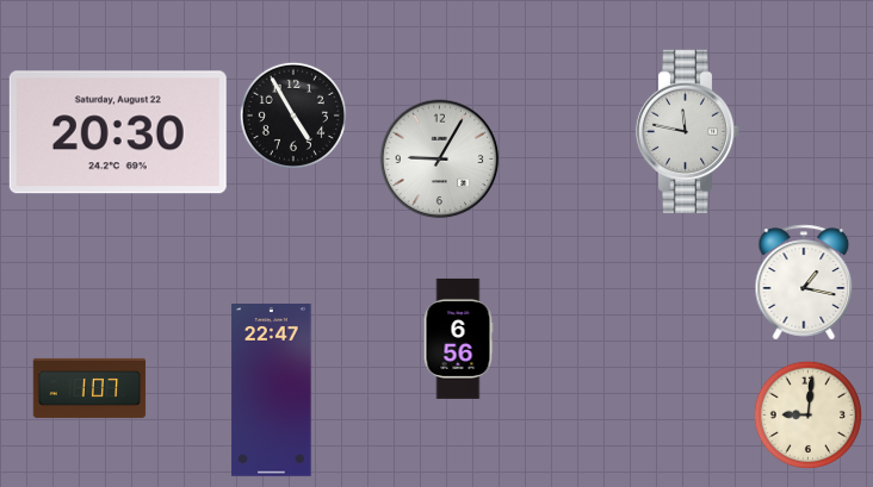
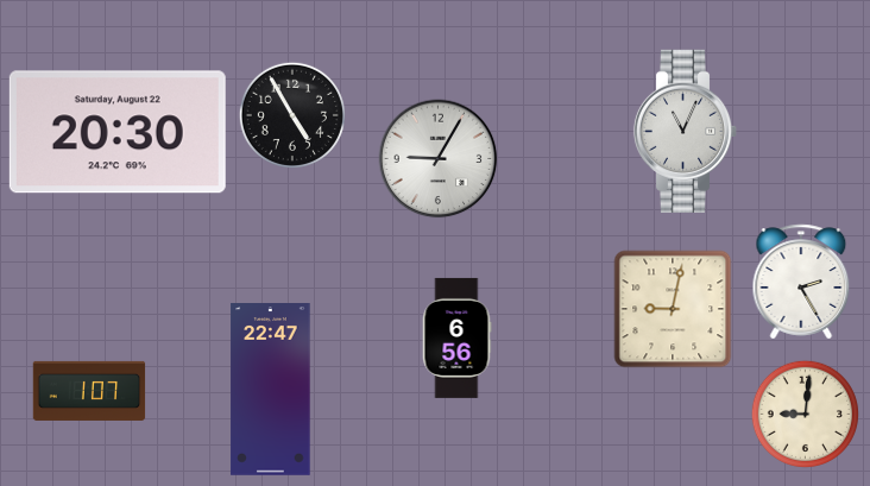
clock at (688, 131): 11:47 -> 11:04
clock at (804, 282): 1:17 -> 2:25
clock at (673, 309): none -> 9:02
clock at (89, 388) position: (89, 388) -> (89, 391)
